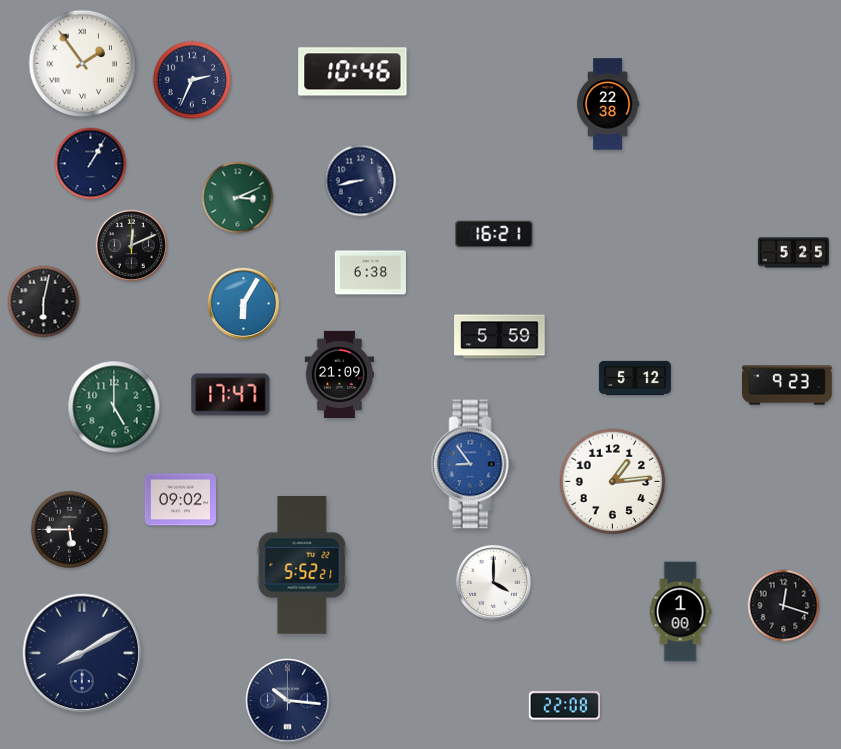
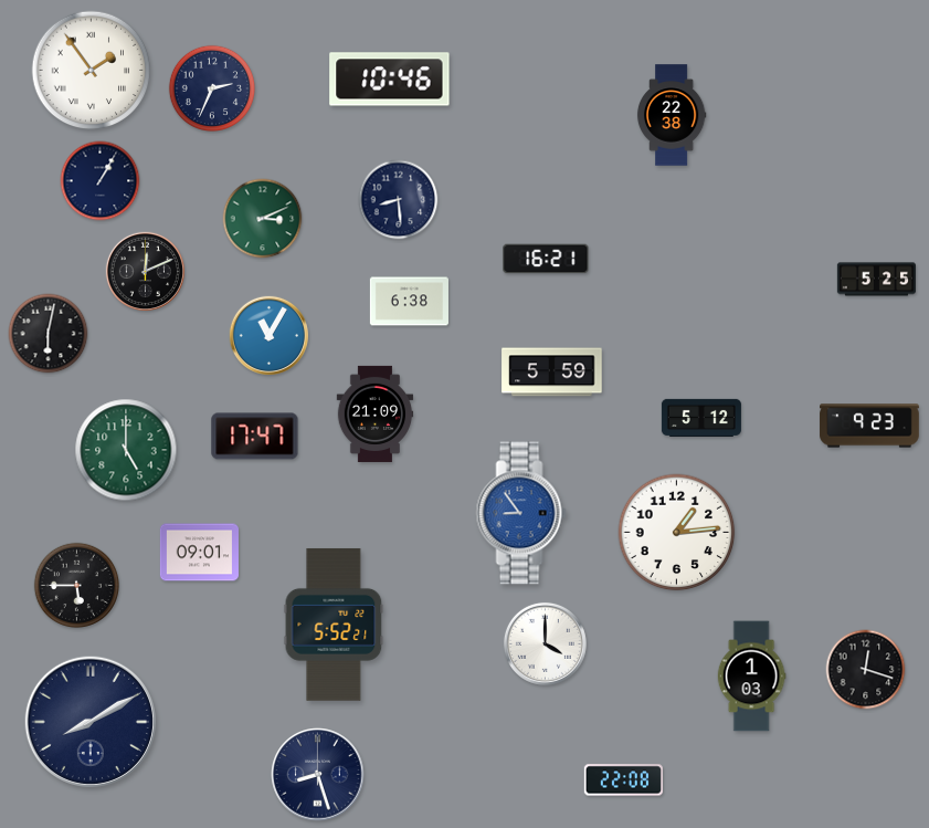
clock at (361, 181): 8:43 -> 8:29
clock at (243, 303): 6:05 -> 11:05
clock at (180, 500): 09:02 -> 09:01
clock at (680, 612): 1:00 -> 1:03
clock at (288, 701): 10:16 -> 8:27
